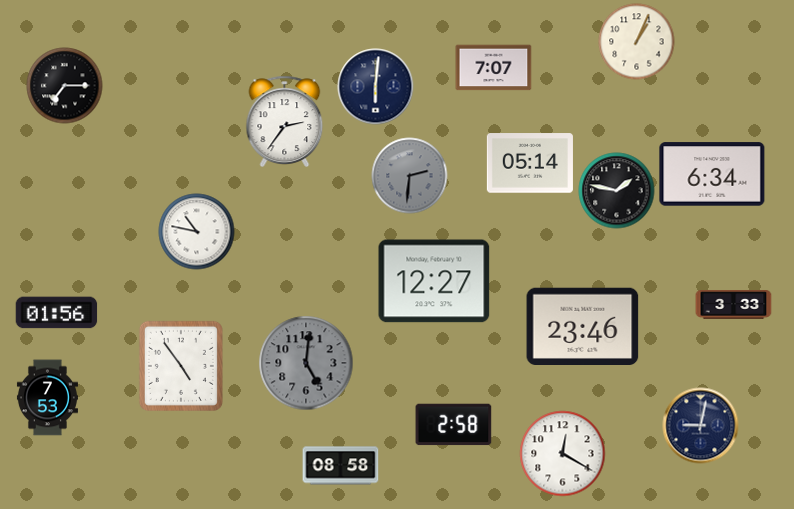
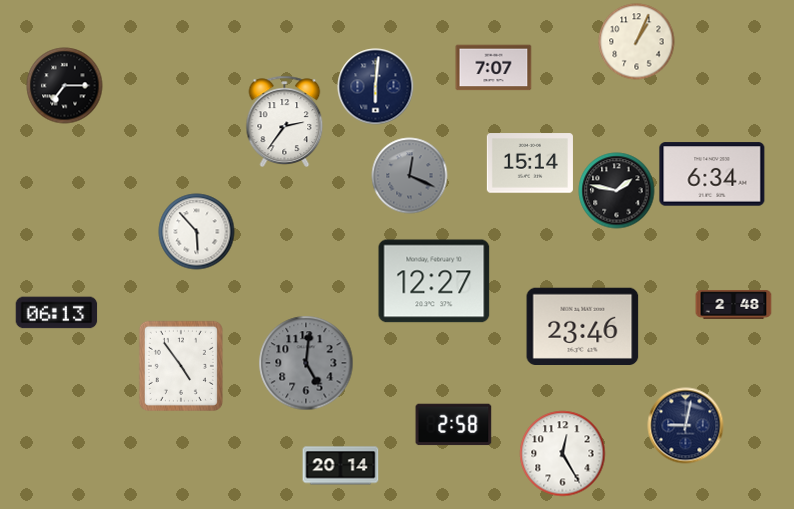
clock at (530, 163): 05:14 -> 15:14
clock at (410, 176): 2:31 -> 12:19
clock at (197, 232): 10:47 -> 5:53
clock at (734, 305): 3:33 -> 2:48
clock at (57, 313): 01:56 -> 06:13
clock at (47, 398): 7:53 -> none
clock at (701, 426) position: (701, 426) -> (686, 426)
clock at (563, 454): 12:20 -> 12:25
clock at (341, 466): 08:58 -> 20:14
